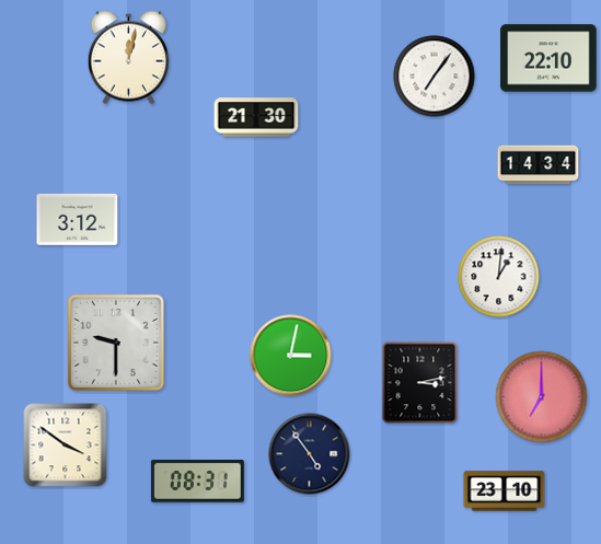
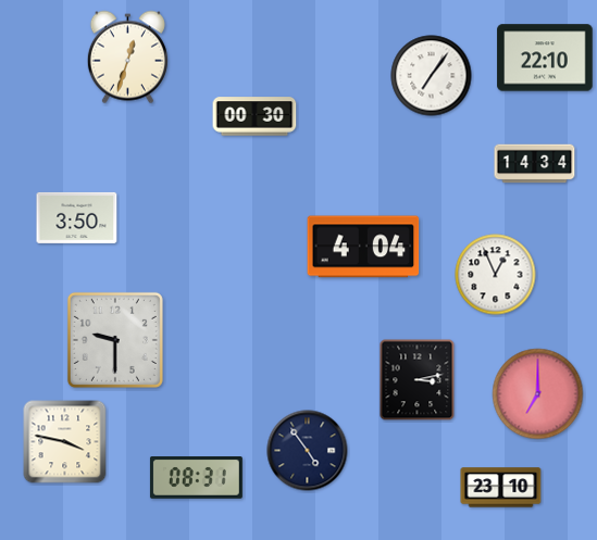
clock at (128, 58): 12:02 -> 12:33
clock at (256, 117): 21:30 -> 00:30
clock at (78, 219): 3:12 -> 3:50
clock at (363, 247): none -> 4:04
clock at (499, 277): 1:01 -> 12:56
clock at (291, 356): 3:02 -> none
clock at (66, 445): 3:51 -> 3:47
